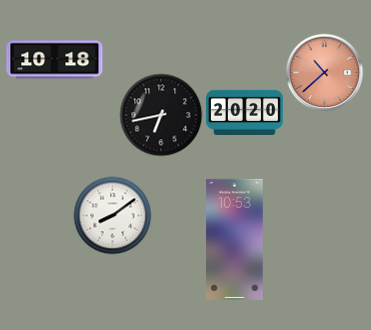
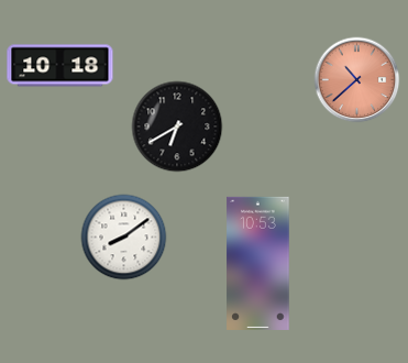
clock at (244, 112): 20:20 -> none
clock at (161, 115): 6:43 -> 6:40
